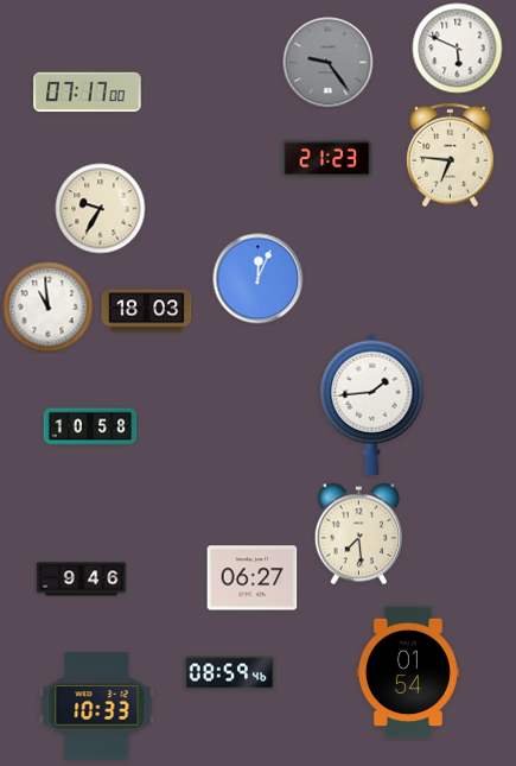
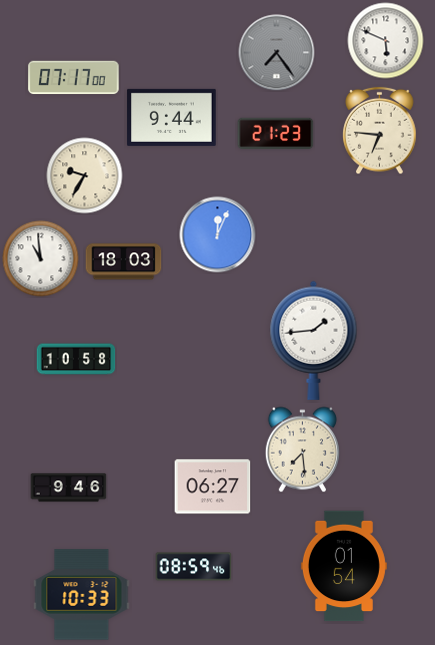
clock at (329, 63): 9:24 -> 7:24
clock at (172, 117): none -> 9:44
